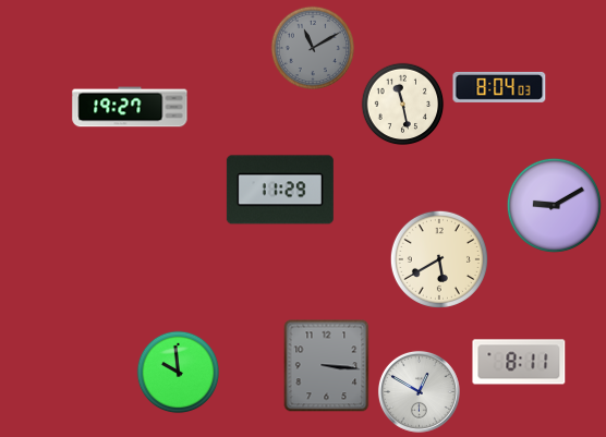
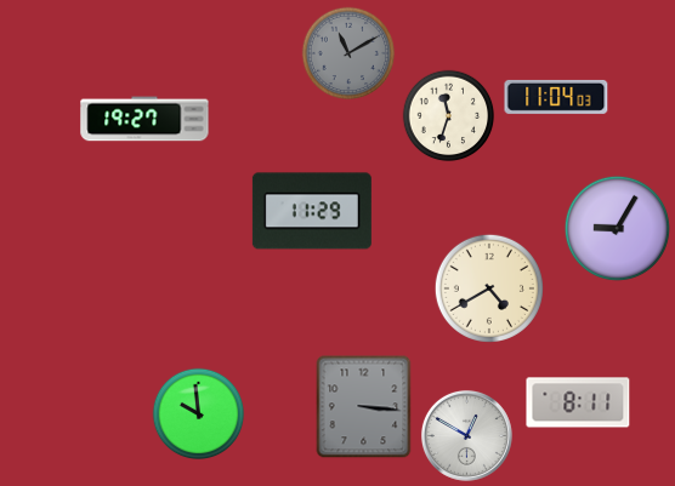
clock at (499, 87): 8:04 -> 11:04
clock at (403, 105): 11:28 -> 11:33
clock at (554, 205): 9:10 -> 9:05
clock at (439, 259): 5:40 -> 4:40
